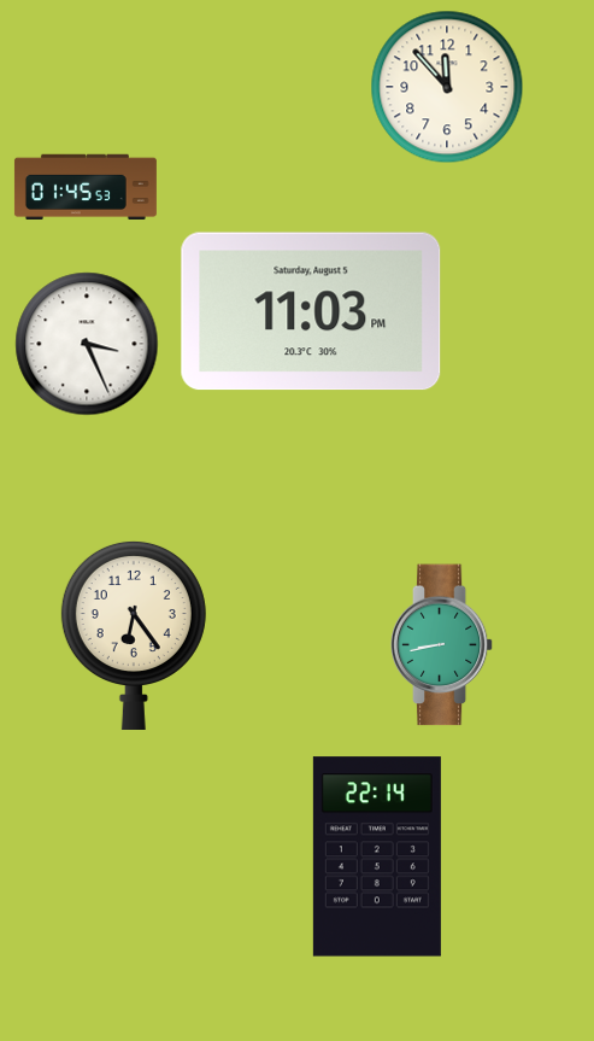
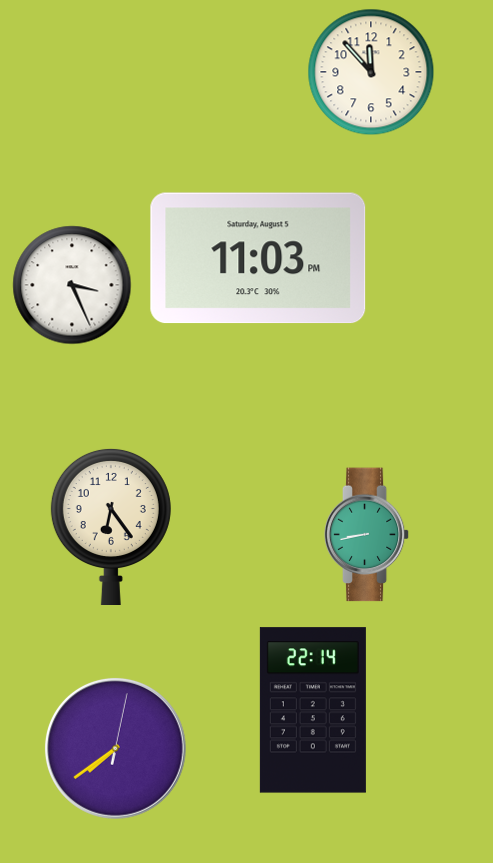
clock at (86, 187): 01:45 -> none
clock at (115, 748): none -> 7:39
